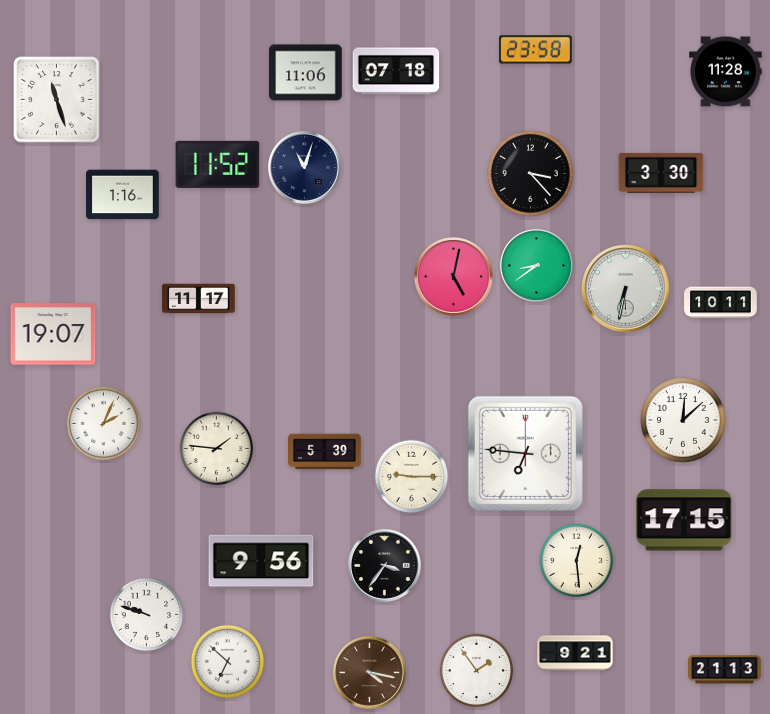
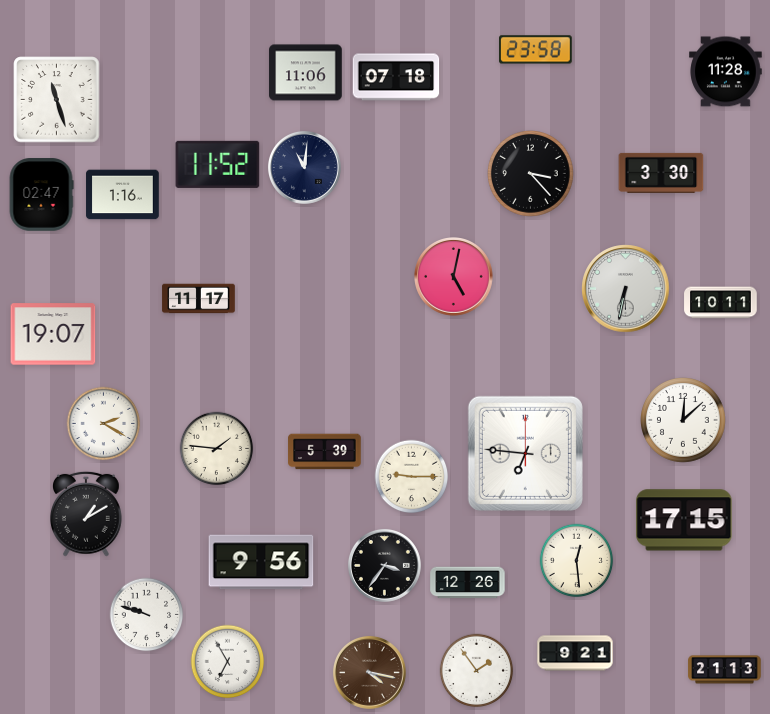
clock at (396, 71) position: (396, 71) -> (396, 77)
clock at (304, 167): 11:03 -> 11:01
clock at (41, 195): none -> 02:47
clock at (536, 265): 8:39 -> none
clock at (104, 424): 2:04 -> 2:20
clock at (87, 514): none -> 1:10
clock at (468, 583): none -> 12:26
clock at (228, 662): 6:52 -> 6:55
